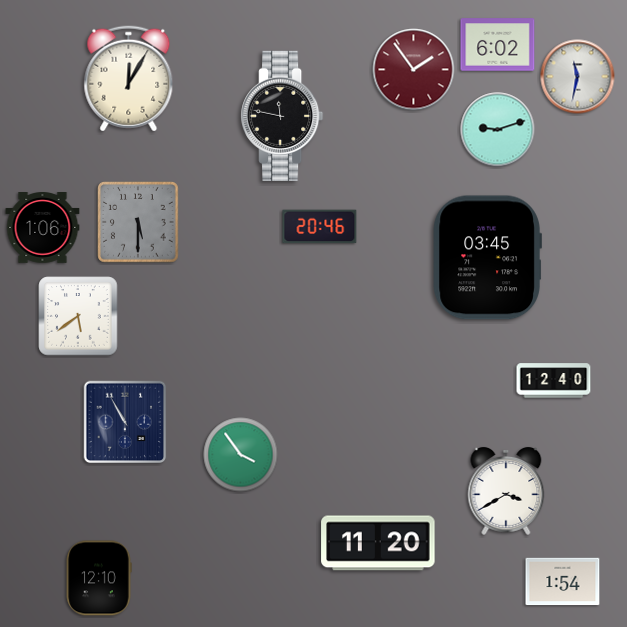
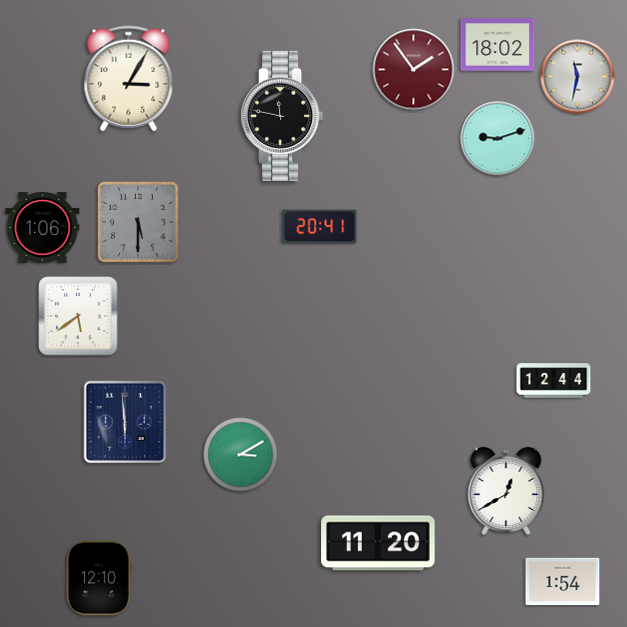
clock at (498, 45): 6:02 -> 18:02
clock at (129, 79): 12:05 -> 3:05
clock at (498, 130) position: (498, 130) -> (498, 139)
clock at (320, 227): 20:46 -> 20:41
clock at (487, 258): 03:45 -> none
clock at (554, 381): 12:40 -> 12:44
clock at (125, 422): 10:55 -> 5:59
clock at (241, 455): 3:54 -> 3:10
clock at (506, 491): 3:40 -> 12:40
